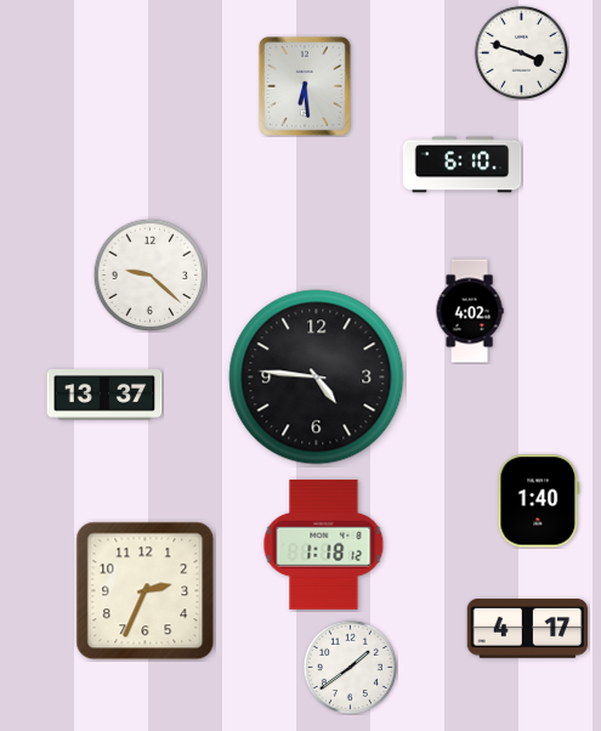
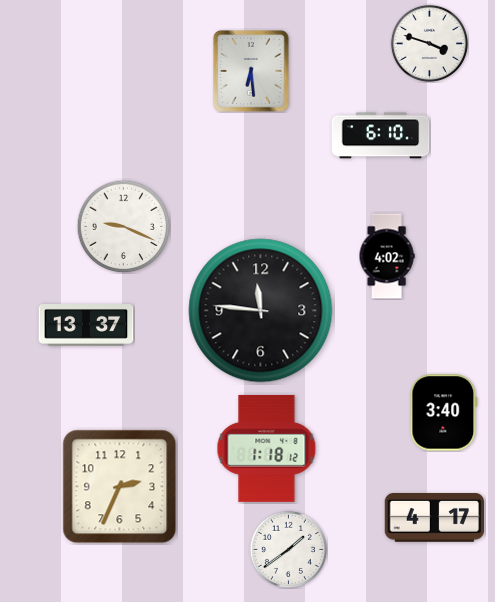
clock at (149, 274): 9:22 -> 9:19
clock at (317, 378): 4:46 -> 11:46
clock at (539, 501): 1:40 -> 3:40
